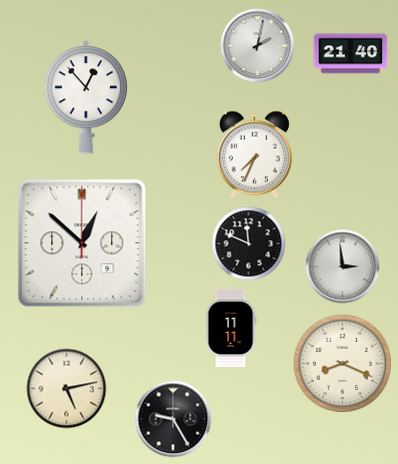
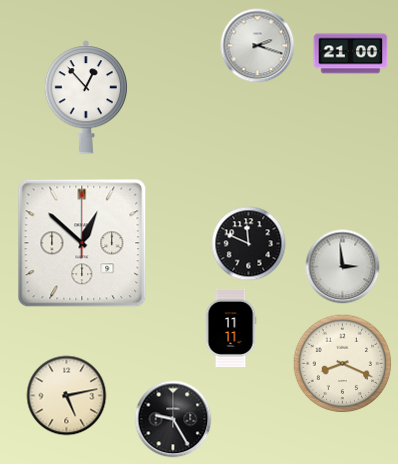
clock at (258, 46): 2:02 -> 2:18
clock at (351, 54): 21:40 -> 21:00
clock at (254, 155): 7:34 -> none
clock at (67, 389) position: (67, 389) -> (67, 396)
